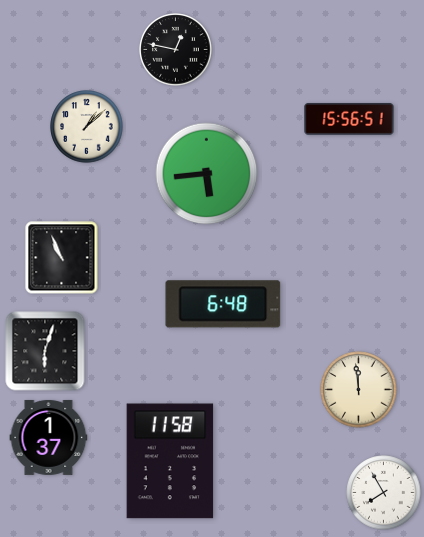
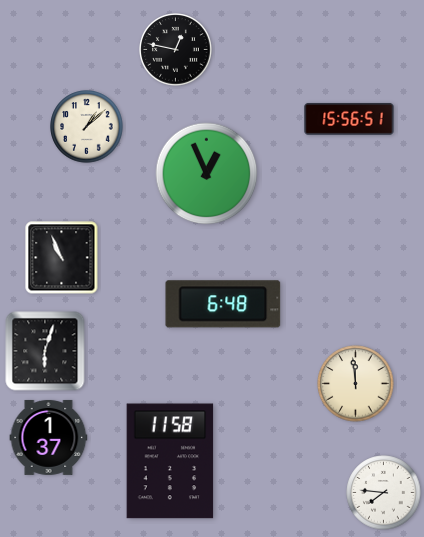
clock at (207, 174): 5:44 -> 12:56
clock at (359, 390) position: (359, 390) -> (356, 384)
clock at (384, 493): 7:55 -> 7:46
